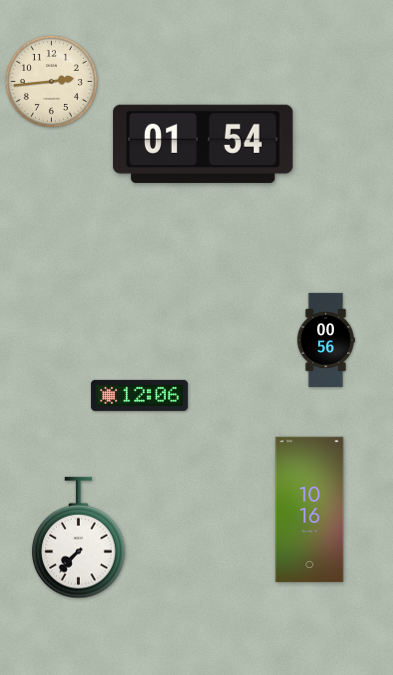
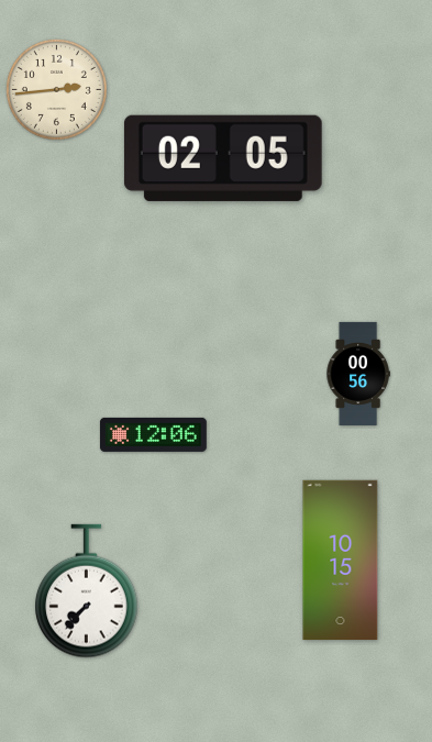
clock at (203, 144): 01:54 -> 02:05
clock at (310, 510): 10:16 -> 10:15
